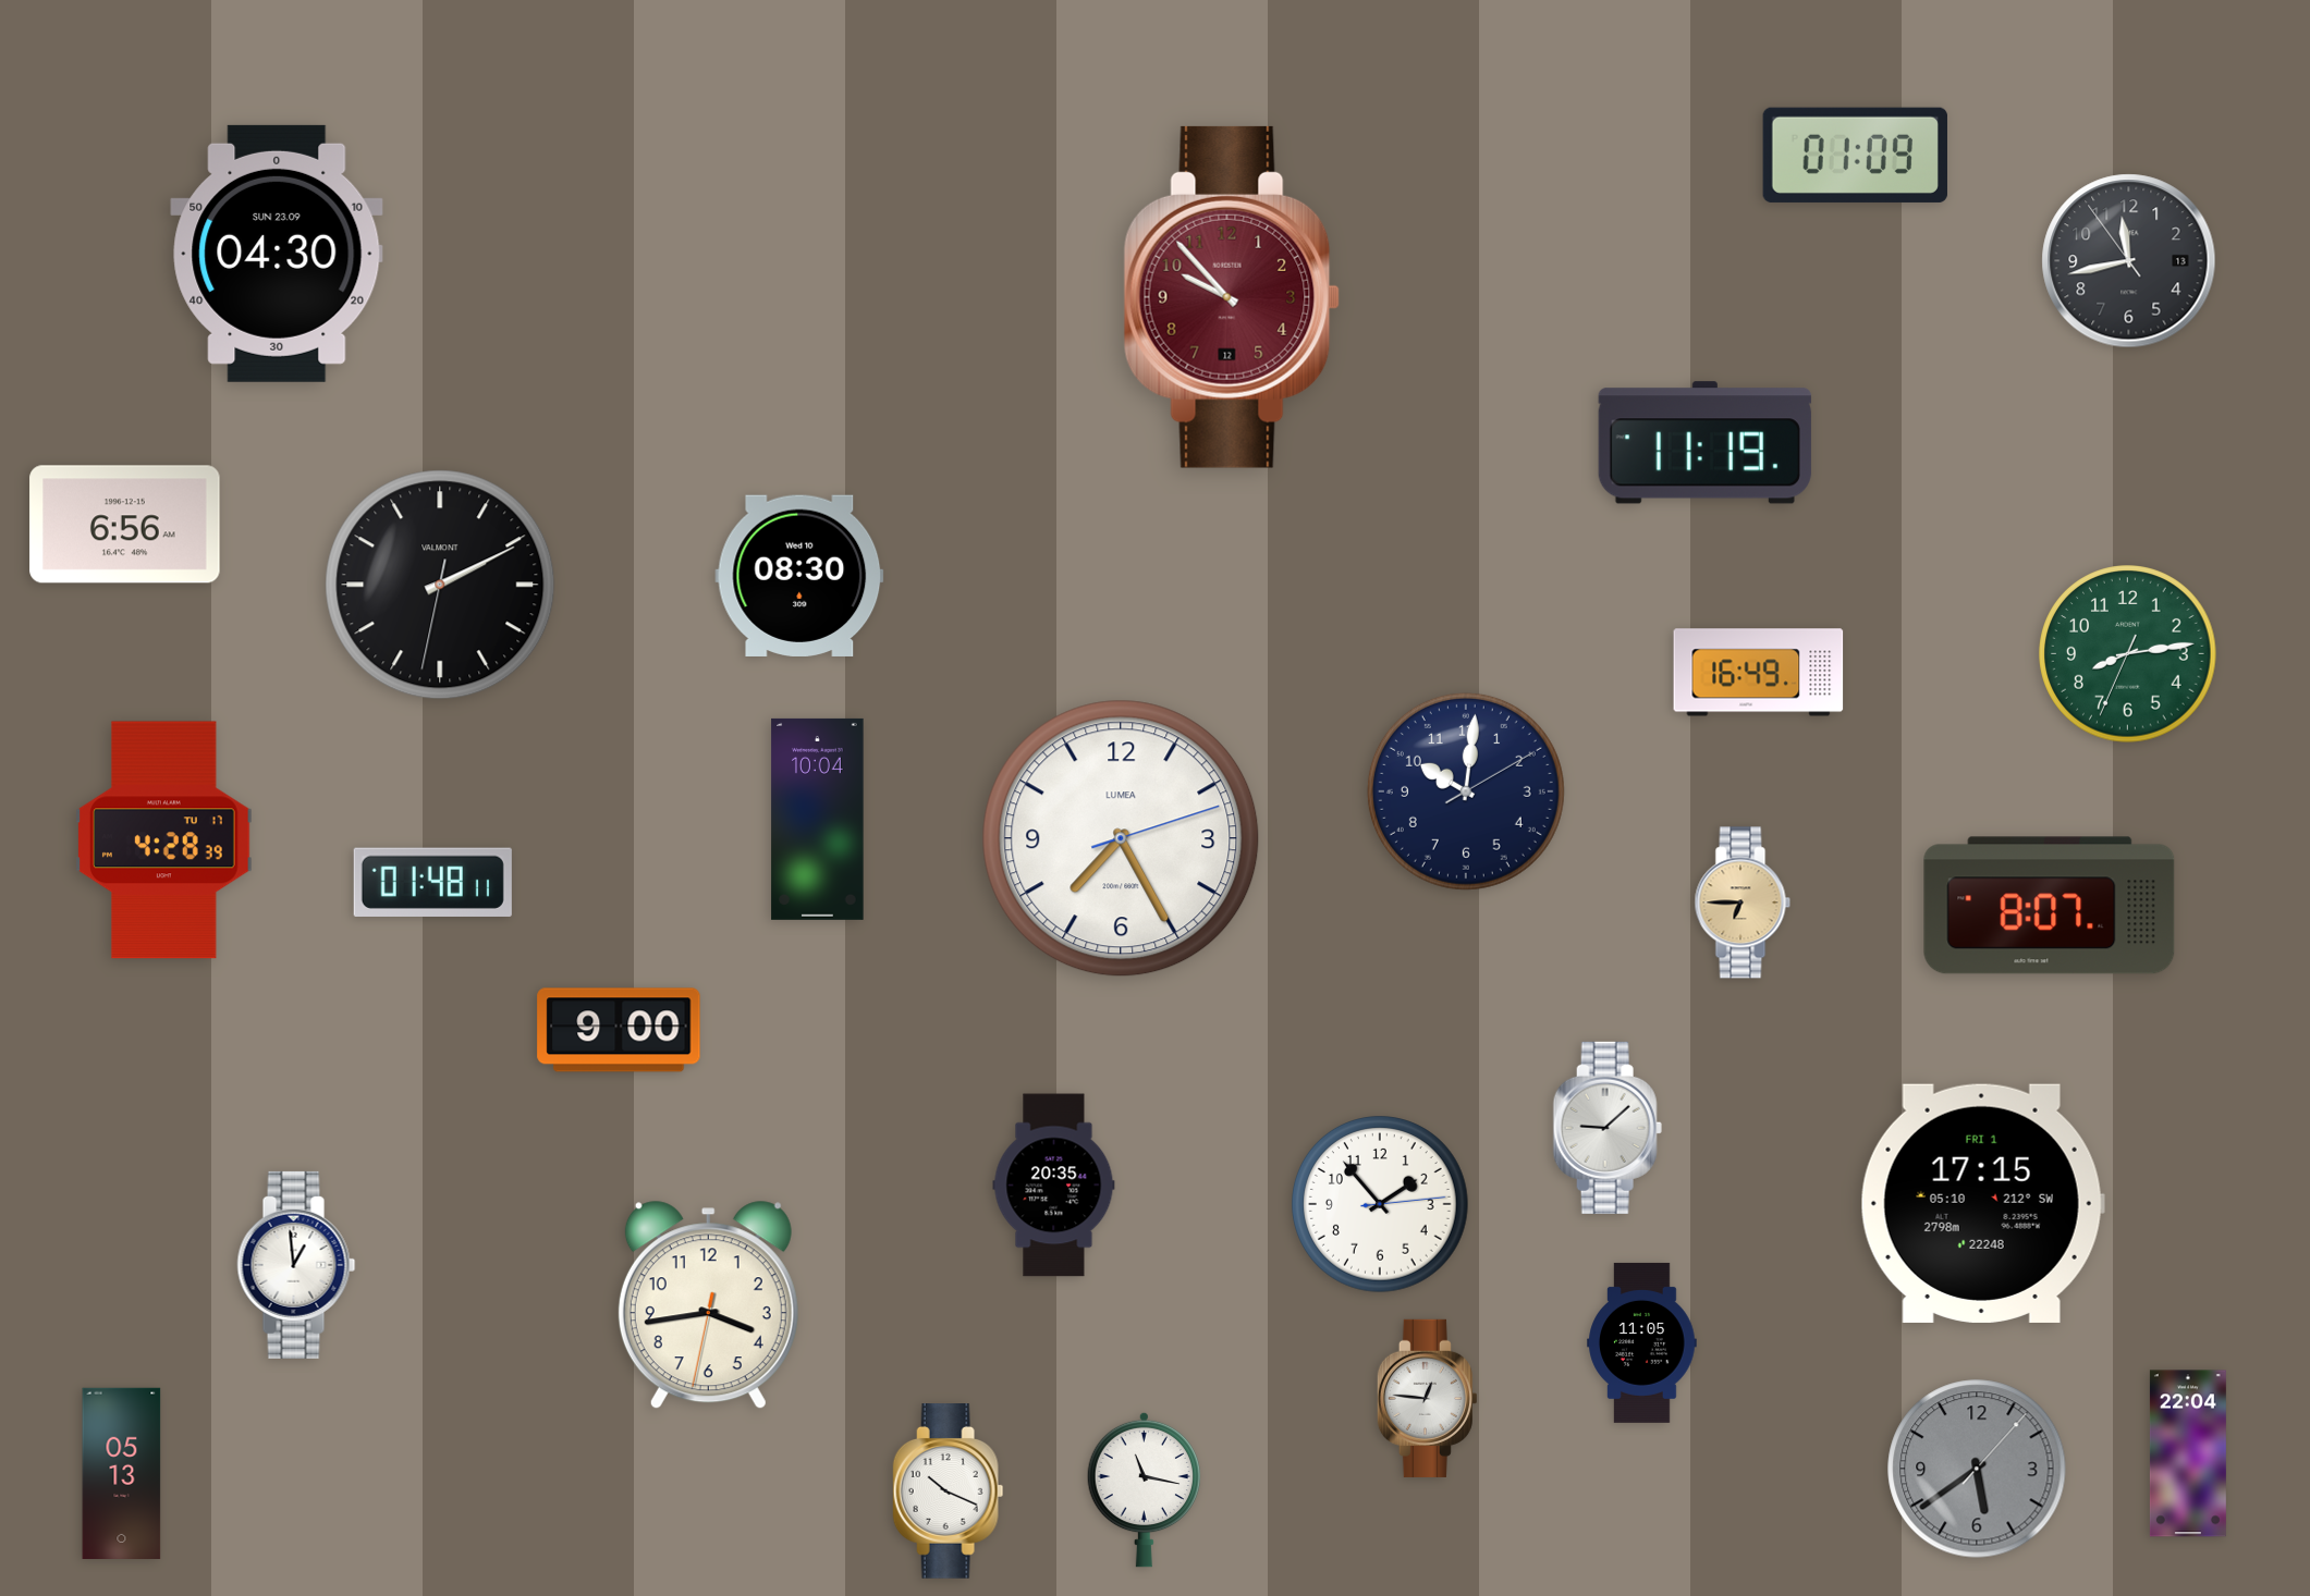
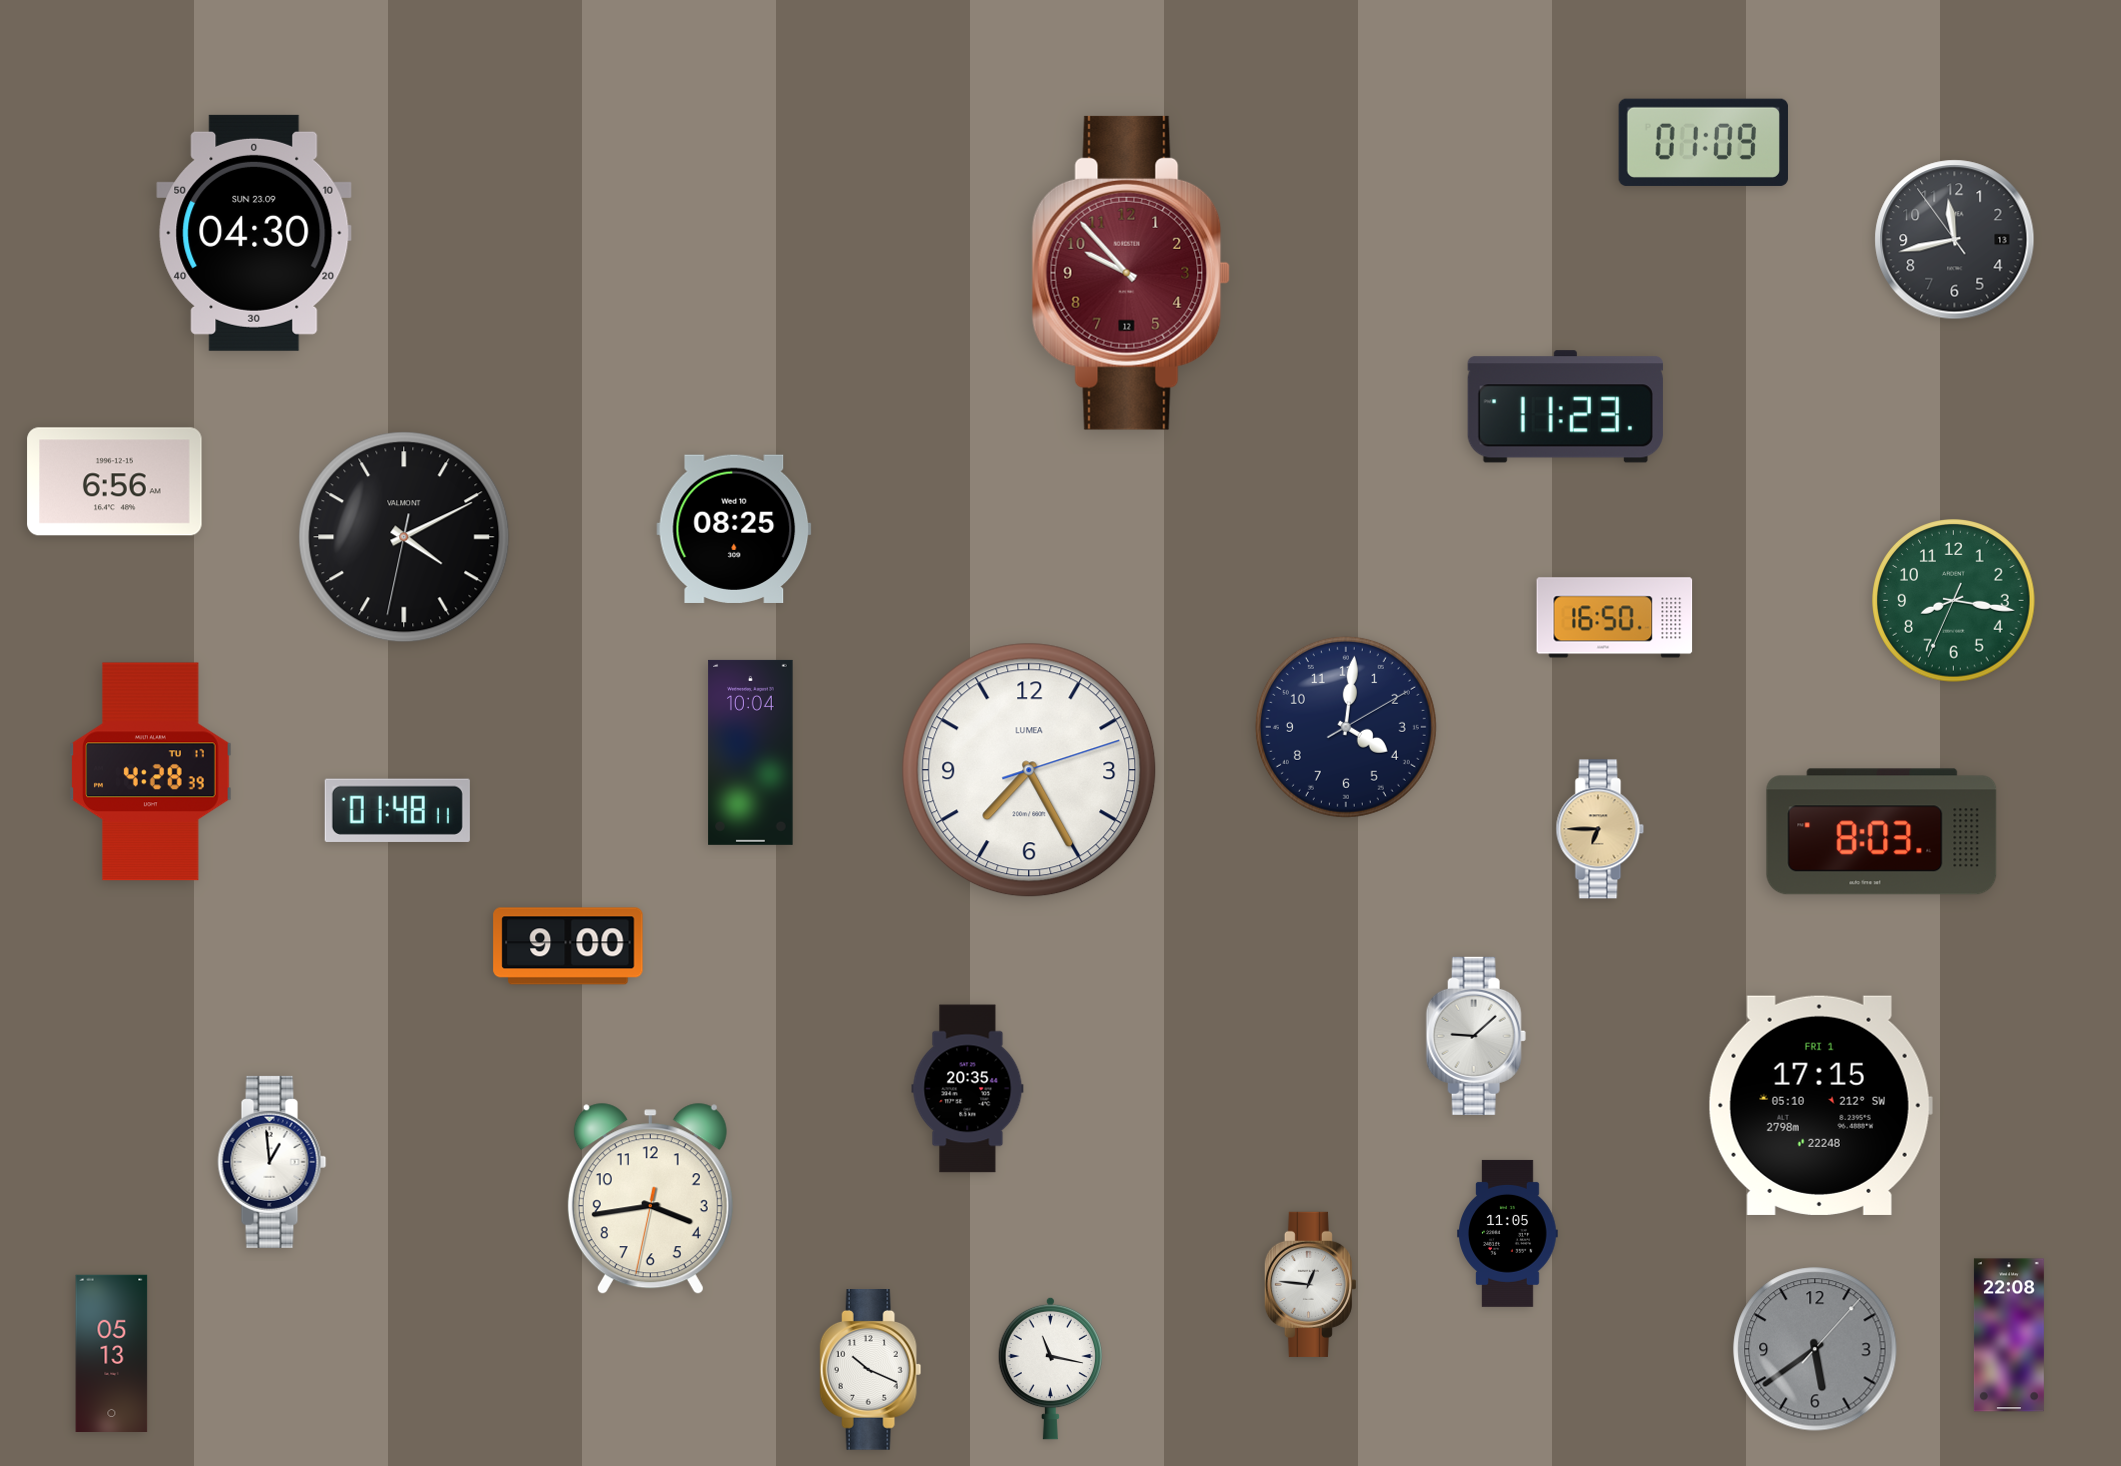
clock at (1704, 443): 11:19 -> 11:23
clock at (799, 576): 08:30 -> 08:25
clock at (440, 585): 2:10 -> 4:10
clock at (2128, 654): 8:13 -> 8:16
clock at (1759, 673): 16:49 -> 16:50
clock at (1466, 791): 10:01 -> 4:01
clock at (2050, 906): 8:07 -> 8:03
clock at (1381, 1205): 1:53 -> none
clock at (2188, 1453): 22:04 -> 22:08
